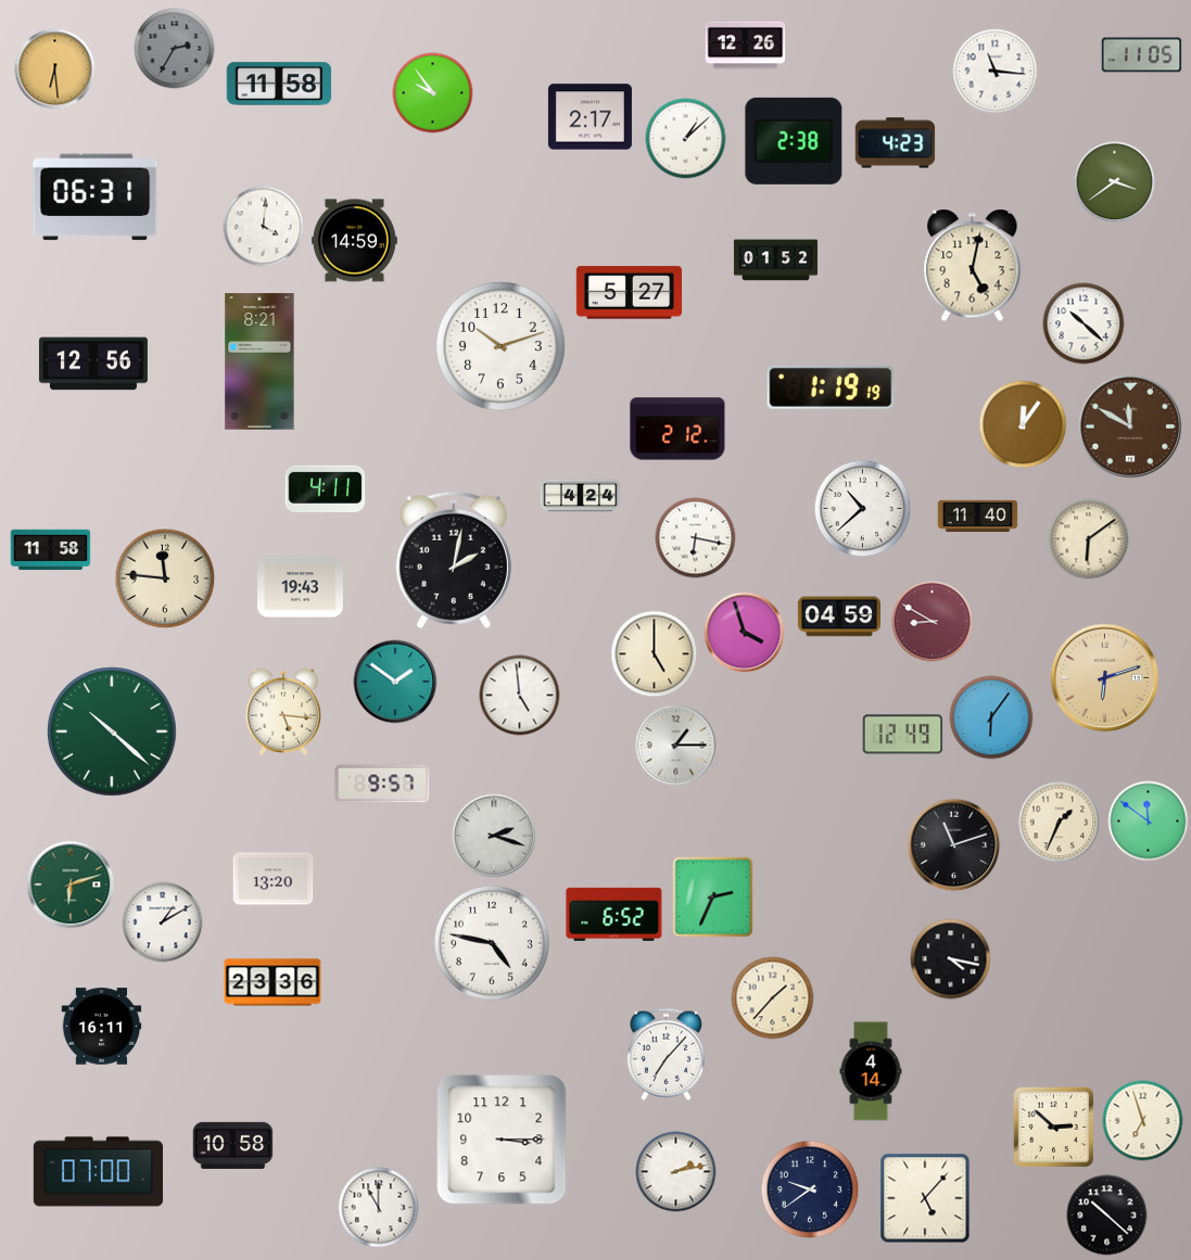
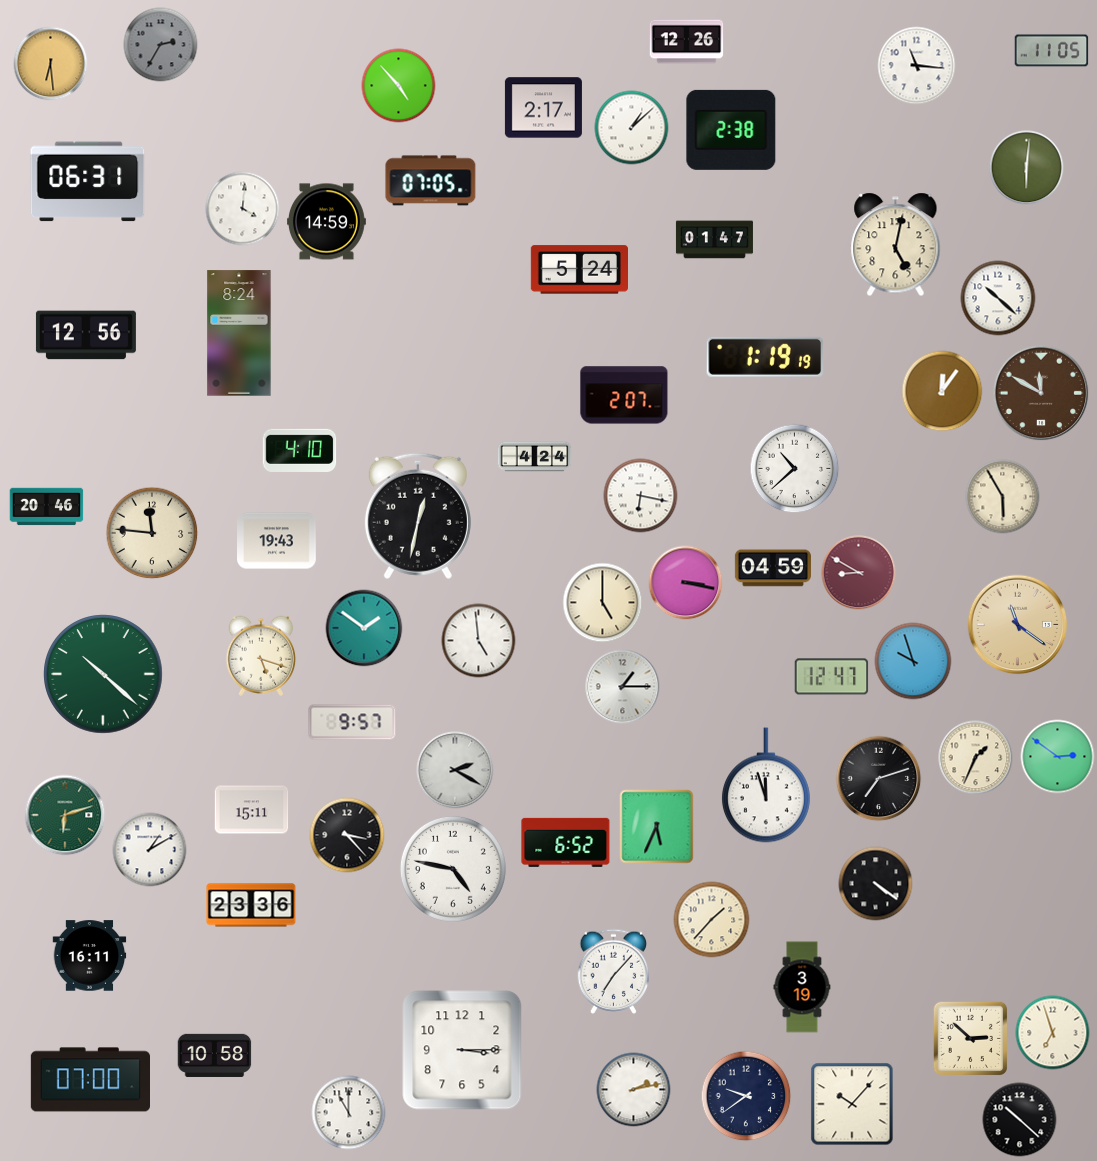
clock at (279, 84): 11:58 -> none
clock at (433, 93): 9:54 -> 4:53
clock at (896, 143): 4:23 -> none
clock at (1115, 182): 3:39 -> 6:01
clock at (431, 181): none -> 07:05
clock at (775, 260): 01:52 -> 01:47
clock at (629, 293): 5:27 -> 5:24
clock at (501, 346): 10:12 -> none
clock at (259, 361): 8:21 -> 8:24
clock at (677, 429): 2:12 -> 2:07
clock at (326, 488): 4:11 -> 4:10
clock at (978, 517): 11:40 -> none
clock at (1089, 539): 6:09 -> 5:55
clock at (51, 550): 11:58 -> 20:46
clock at (454, 560): 2:02 -> 12:32
clock at (745, 633): 3:57 -> 3:17
clock at (1105, 678): 6:12 -> 11:21
clock at (283, 712): 5:16 -> 5:18
clock at (991, 717): 6:06 -> 9:57
clock at (903, 735): 12:49 -> 12:47
clock at (1149, 822): 11:51 -> 2:51
clock at (494, 836): 2:18 -> 2:20
clock at (954, 845): 11:12 -> 7:12
clock at (766, 785): none -> 11:57
clock at (274, 879): 13:20 -> 15:11
clock at (713, 898): 2:34 -> 5:34
clock at (347, 835): none -> 3:23
clock at (951, 959): 4:17 -> 4:21
clock at (102, 1027) position: (102, 1027) -> (90, 956)
clock at (871, 1071): 4:14 -> 3:19
clock at (676, 1172) position: (676, 1172) -> (634, 1090)
clock at (925, 1198): 5:07 -> 10:07
